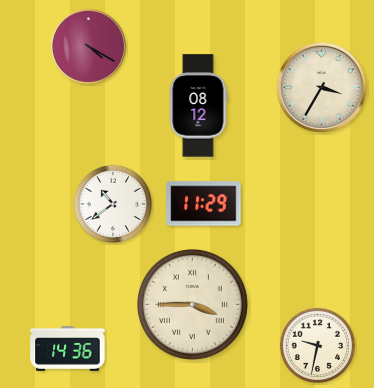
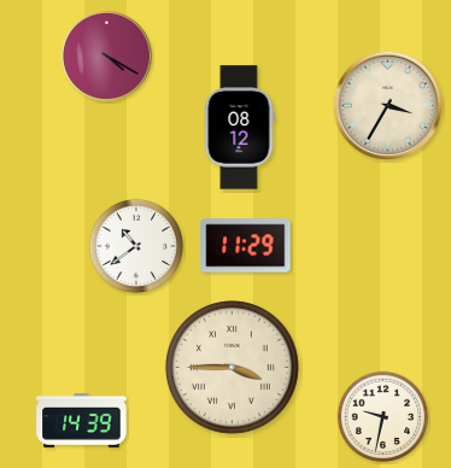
clock at (68, 349): 14:36 -> 14:39
